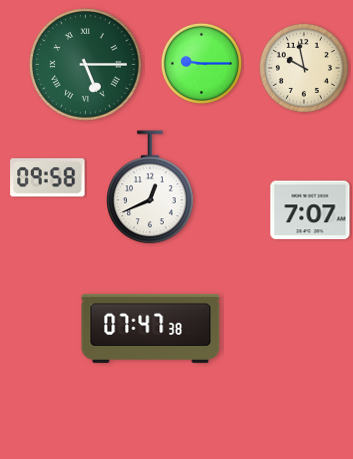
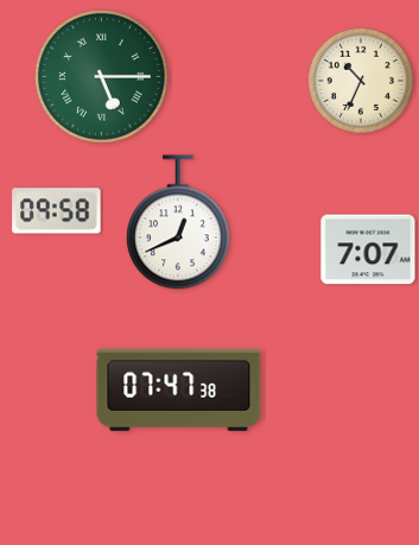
clock at (201, 63): 9:15 -> none
clock at (304, 68): 9:58 -> 10:34
